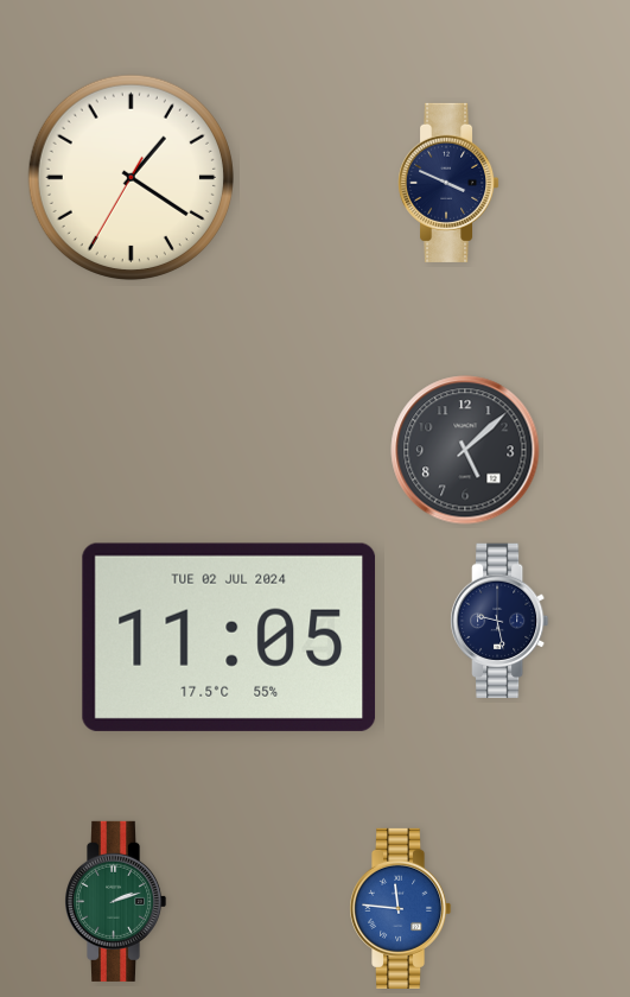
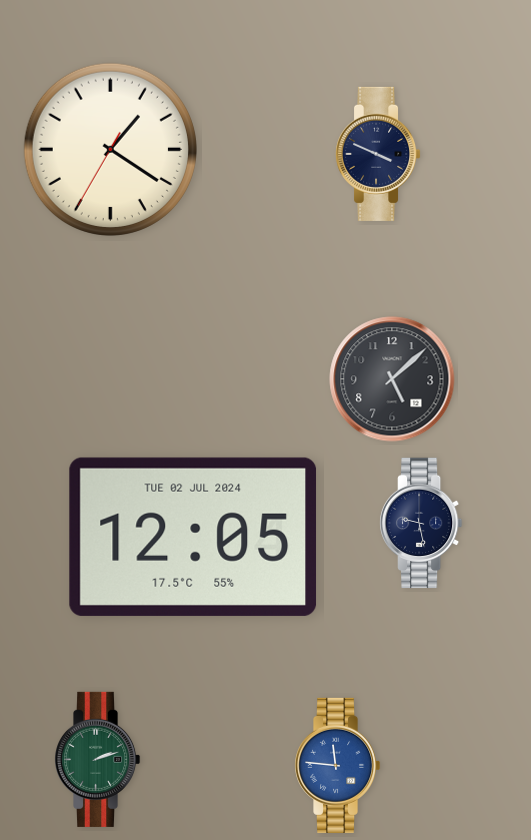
clock at (229, 637): 11:05 -> 12:05
